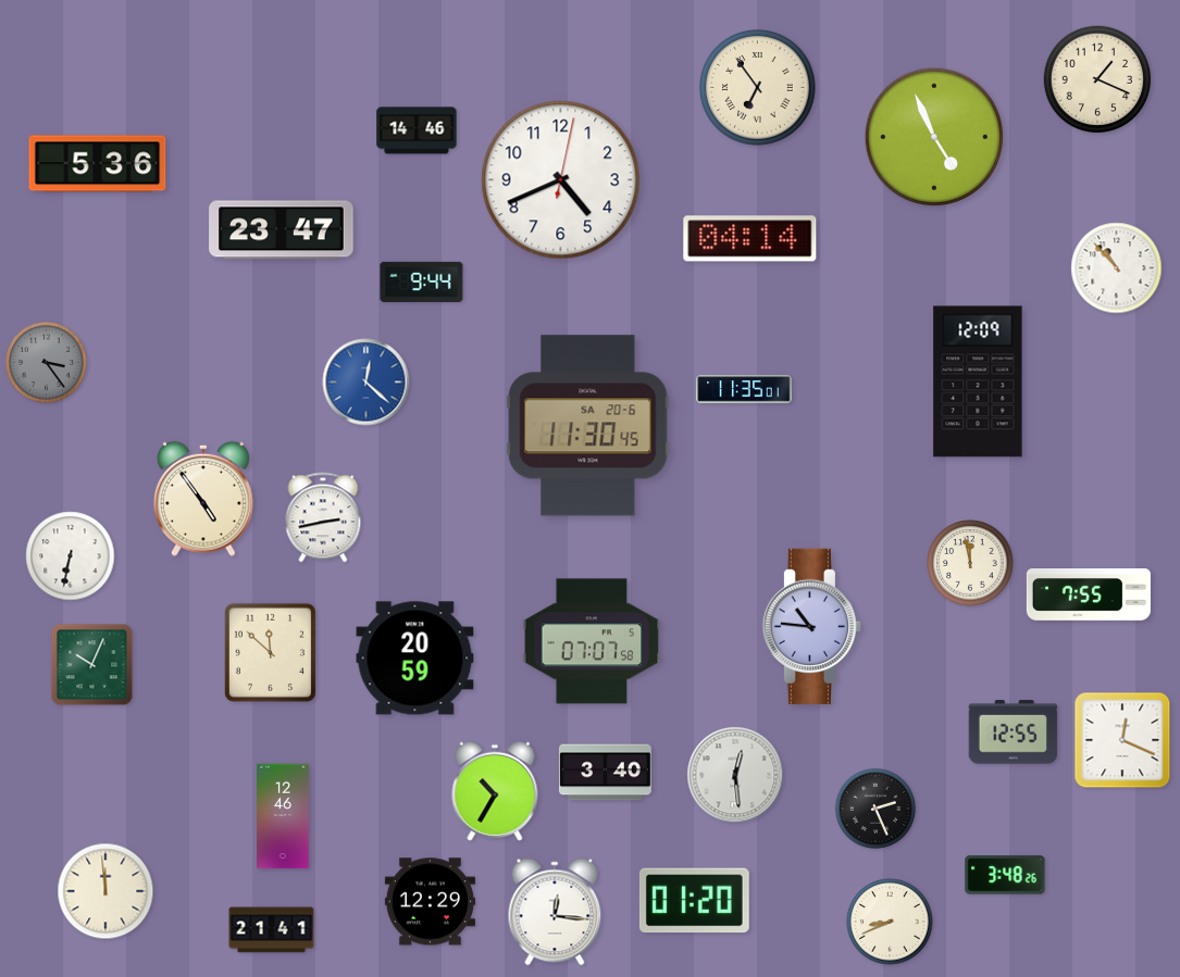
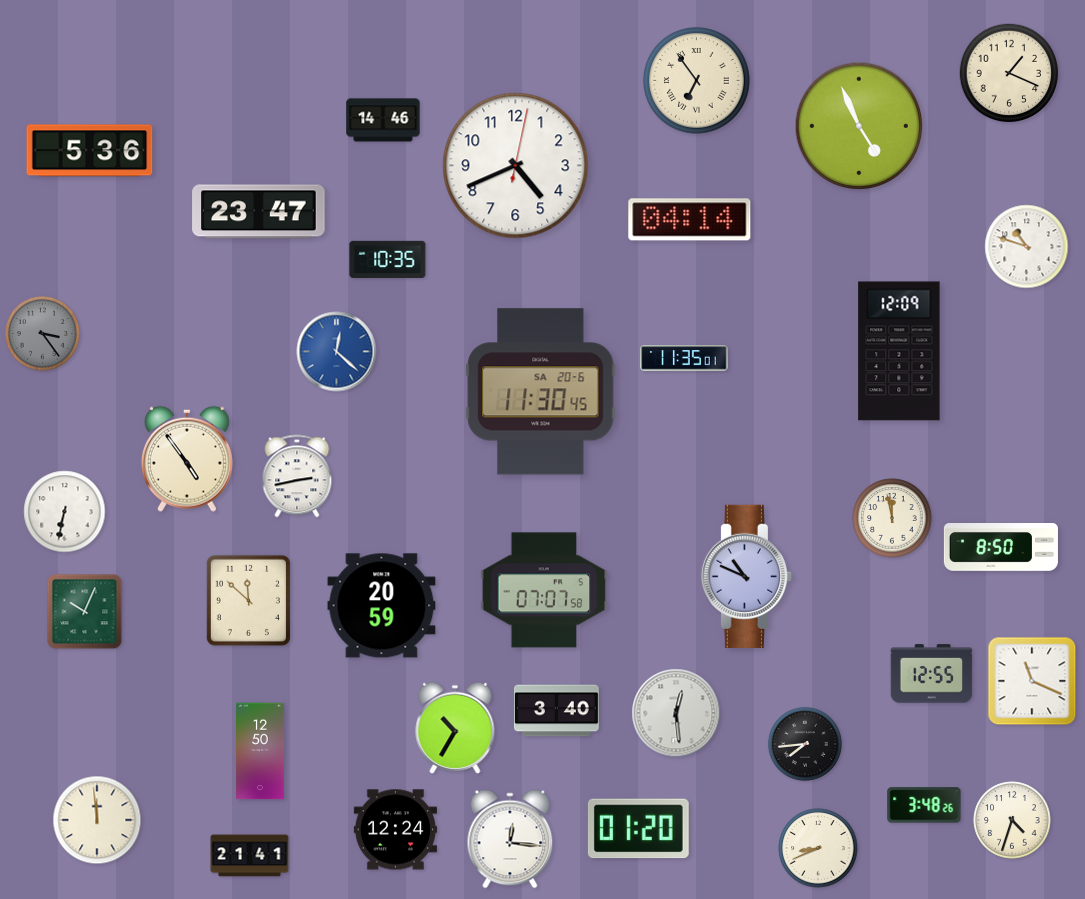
clock at (1117, 268): 10:53 -> 10:48
clock at (422, 281): 9:44 -> 10:35
clock at (1089, 596): 7:55 -> 8:50
clock at (811, 626): 10:46 -> 10:49
clock at (1122, 740): 12:19 -> 11:19
clock at (875, 809): 2:26 -> 7:44
clock at (283, 816): 12:46 -> 12:50
clock at (1012, 820): none -> 4:33
clock at (430, 902): 12:29 -> 12:24
